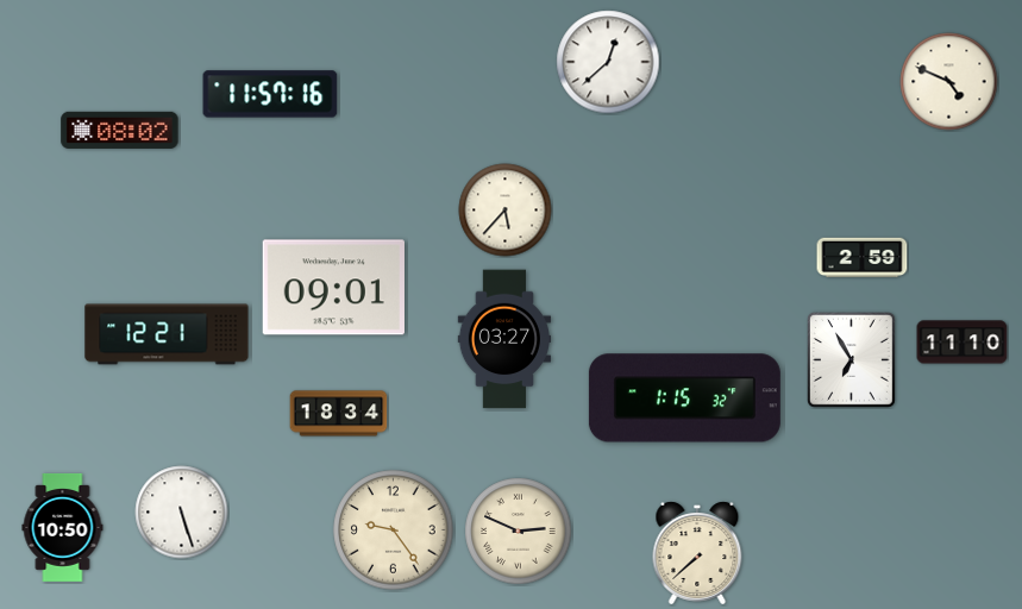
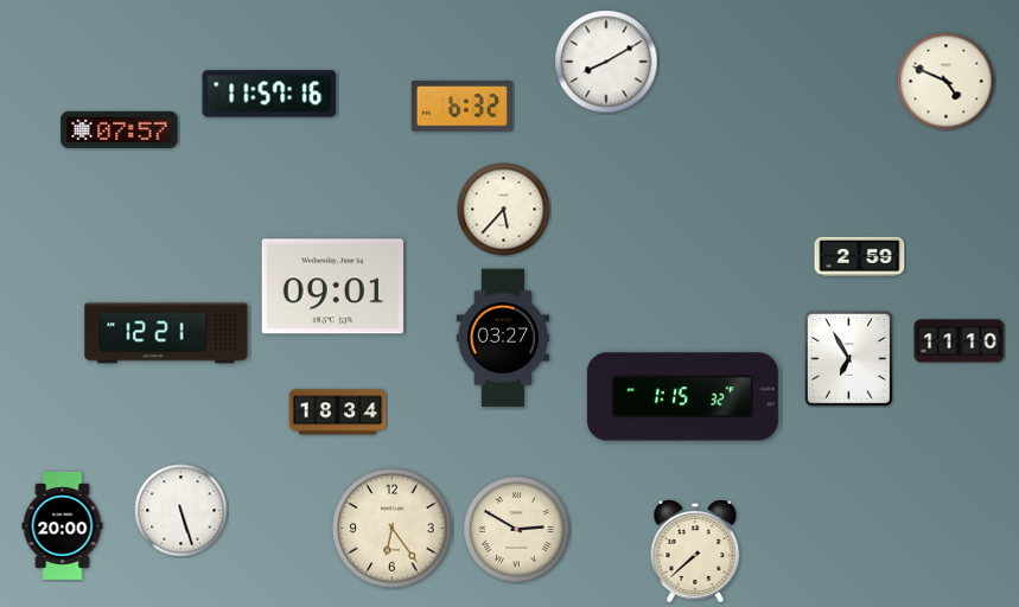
clock at (608, 62): 12:38 -> 8:10
clock at (461, 107): none -> 6:32
clock at (120, 130): 08:02 -> 07:57
clock at (63, 527): 10:50 -> 20:00
clock at (394, 530): 9:24 -> 6:24
clock at (519, 532): 2:49 -> 2:50
